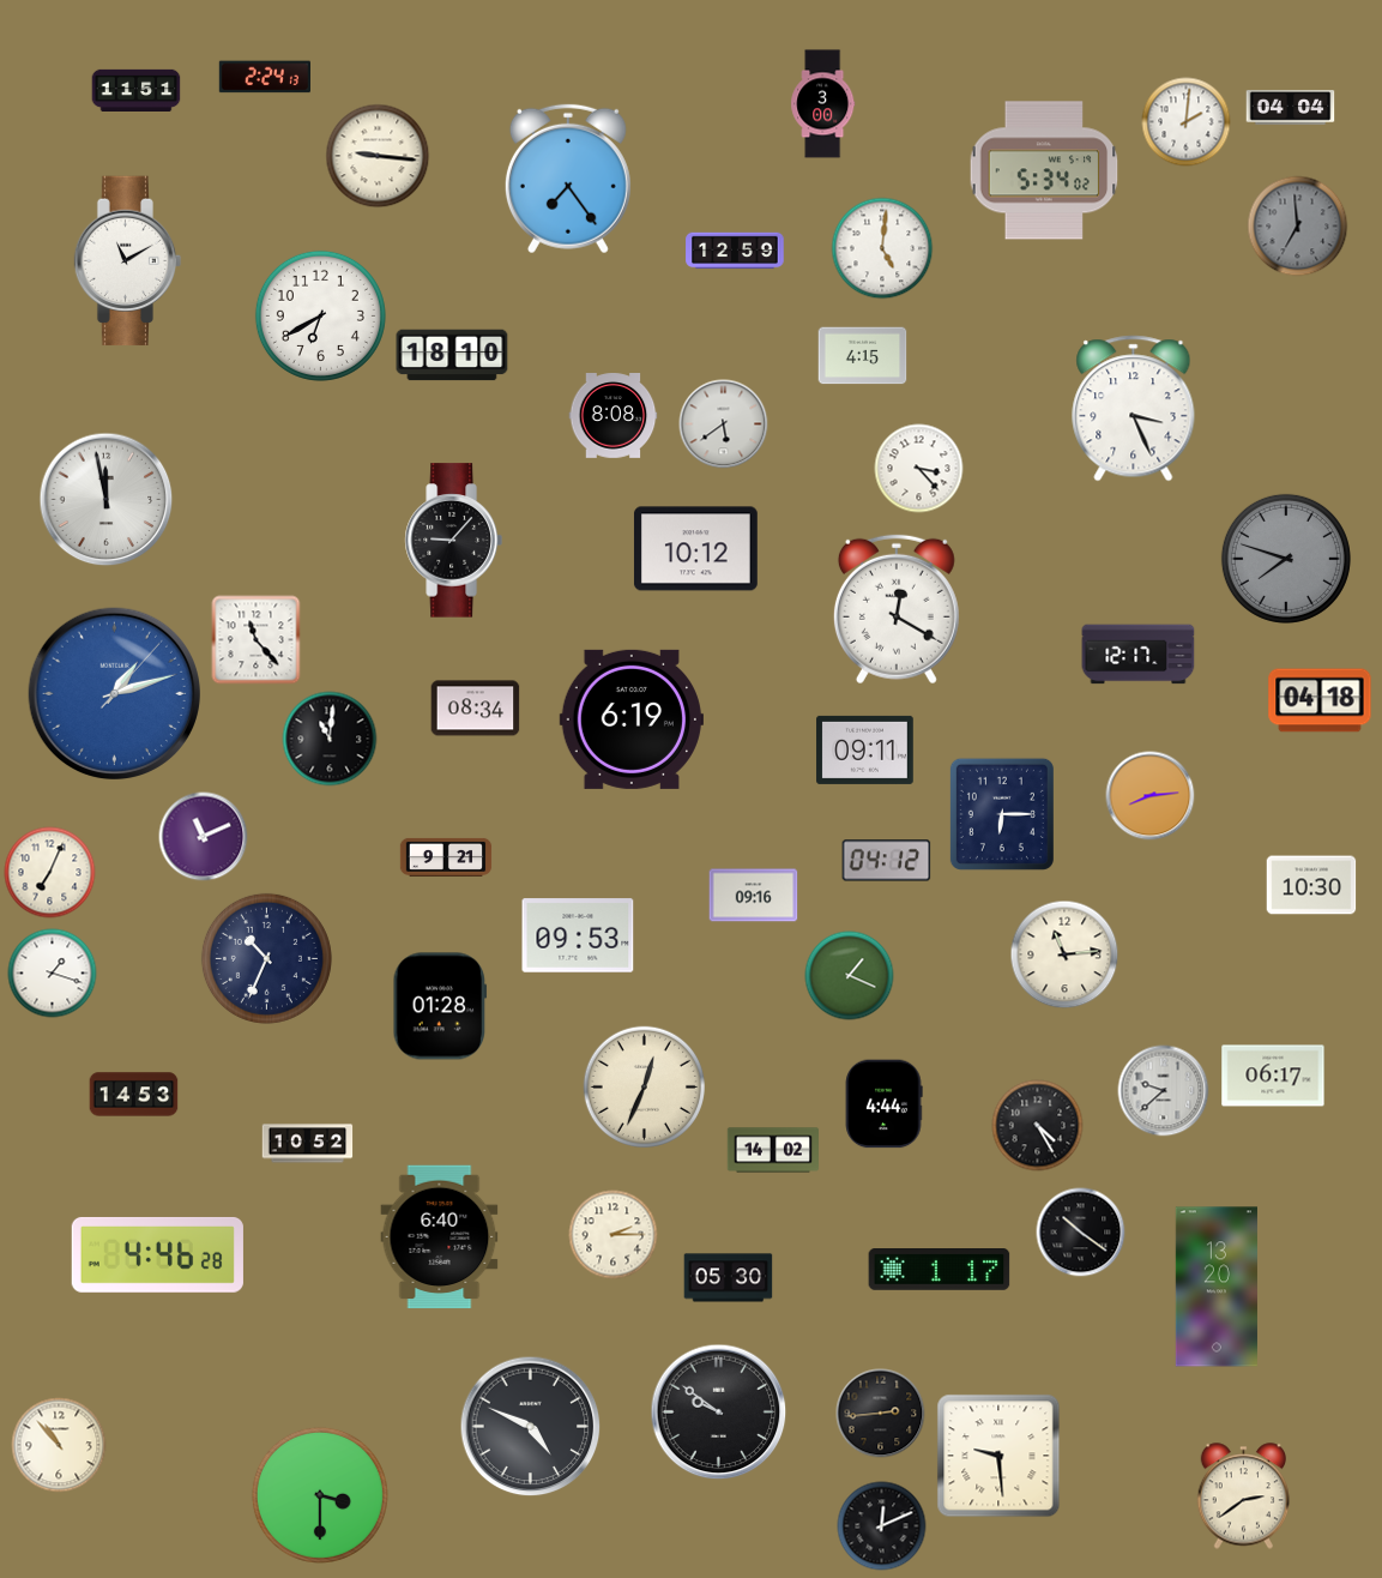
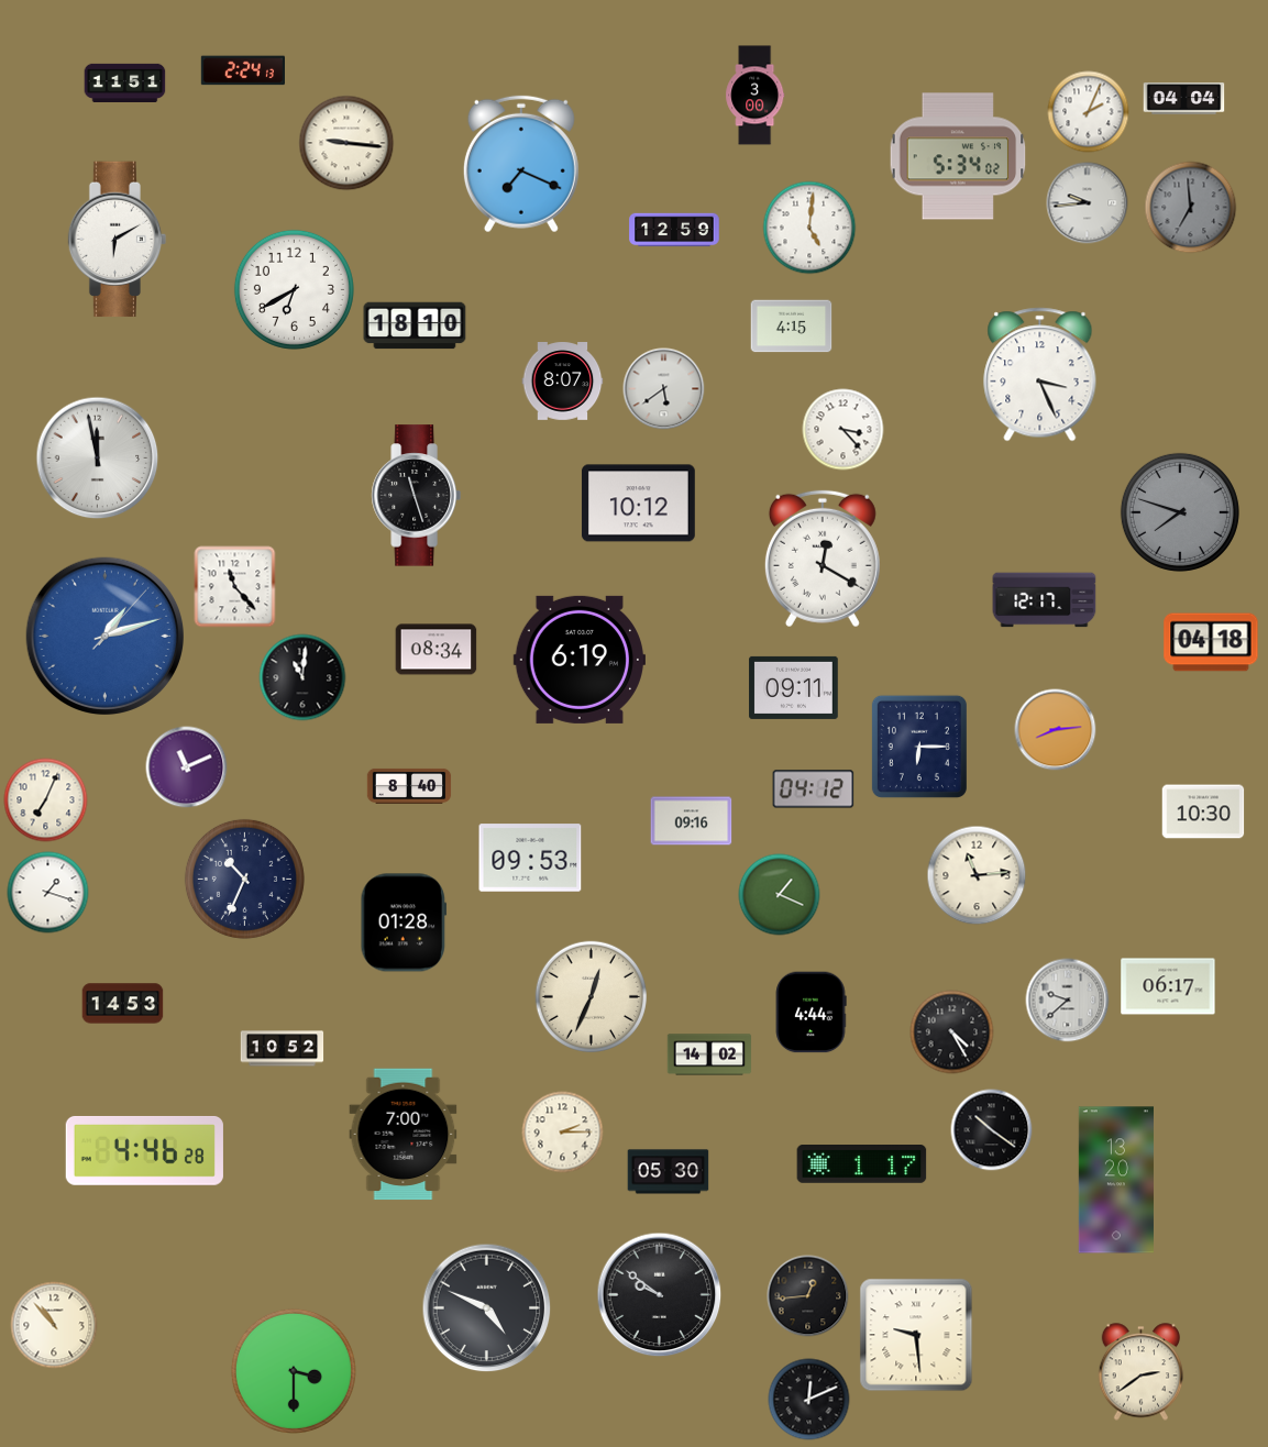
clock at (1187, 122): 2:01 -> 2:04
clock at (568, 179): 7:24 -> 7:19
clock at (1088, 203): none -> 9:44
clock at (128, 261): 11:10 -> 6:10
clock at (614, 416): 8:08 -> 8:07
clock at (453, 541): 9:07 -> 11:27
clock at (446, 857): 9:21 -> 8:40
clock at (440, 1237): 6:40 -> 7:00
clock at (881, 1414): 2:44 -> 12:44
